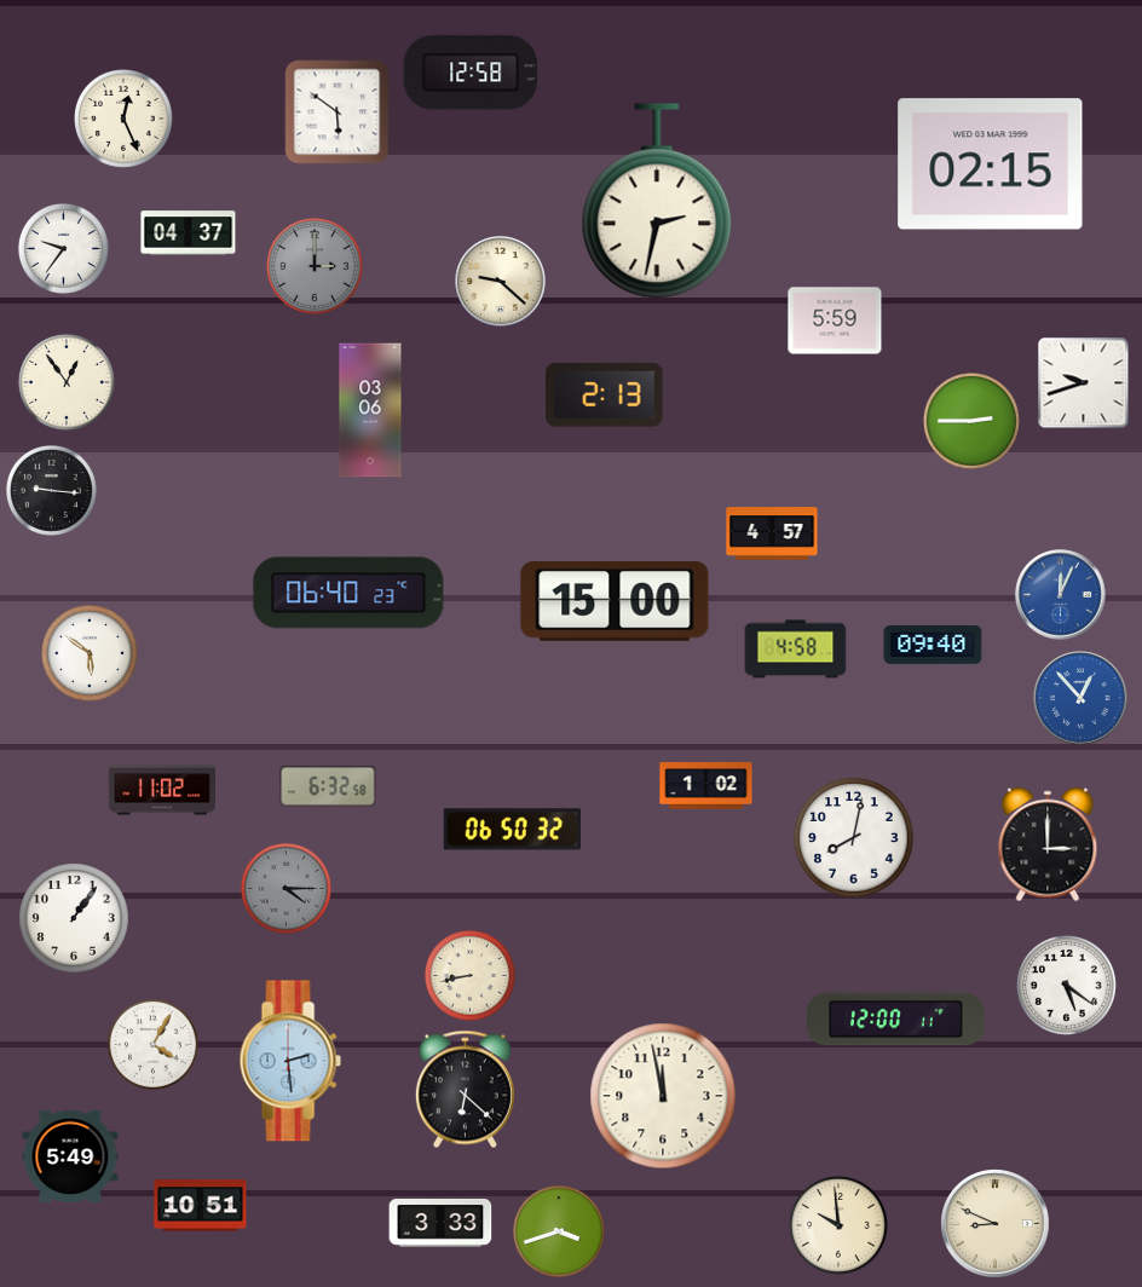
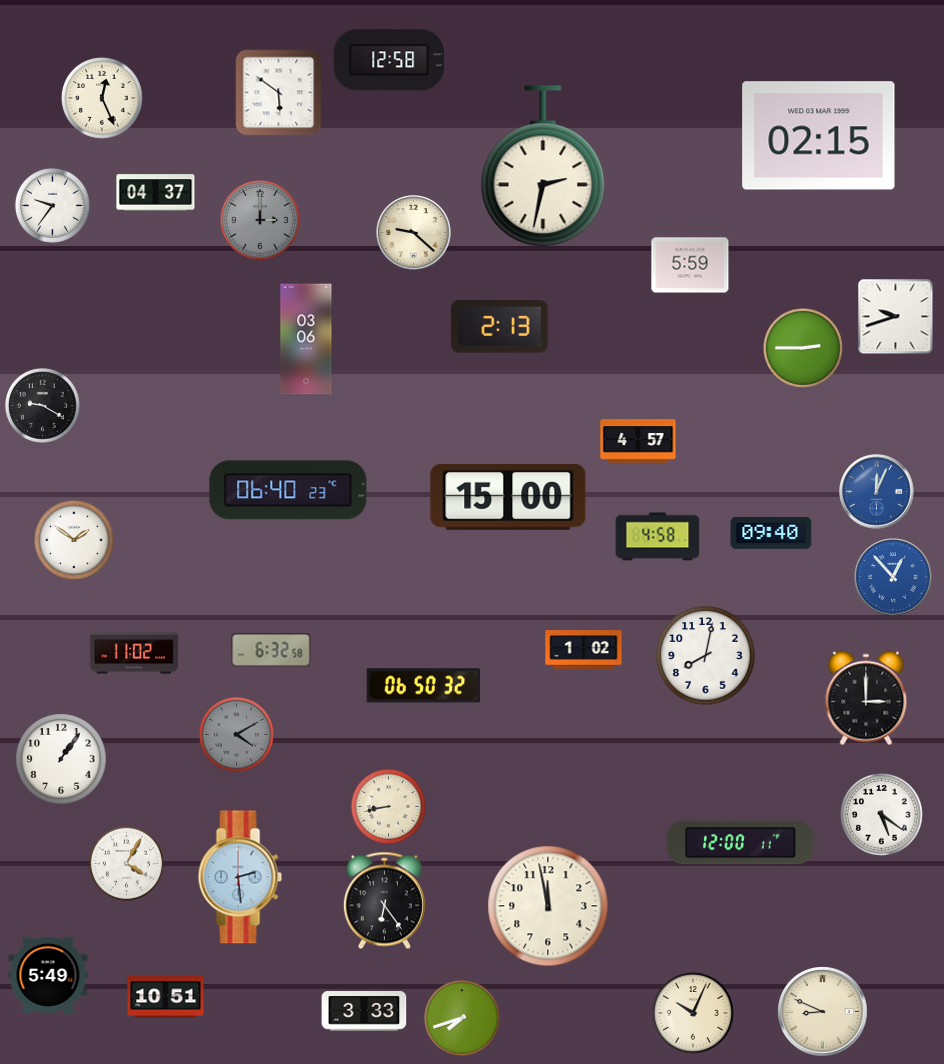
clock at (67, 382): 12:54 -> none
clock at (51, 490): 9:16 -> 9:20
clock at (90, 653): 5:51 -> 1:51
clock at (854, 838) position: (854, 838) -> (706, 656)
clock at (285, 888): 4:15 -> 4:10
clock at (465, 1090): 6:22 -> 6:24
clock at (70, 1156) position: (70, 1156) -> (48, 975)
clock at (840, 1227): 9:59 -> 10:04
clock at (559, 1231): 3:42 -> 7:42
